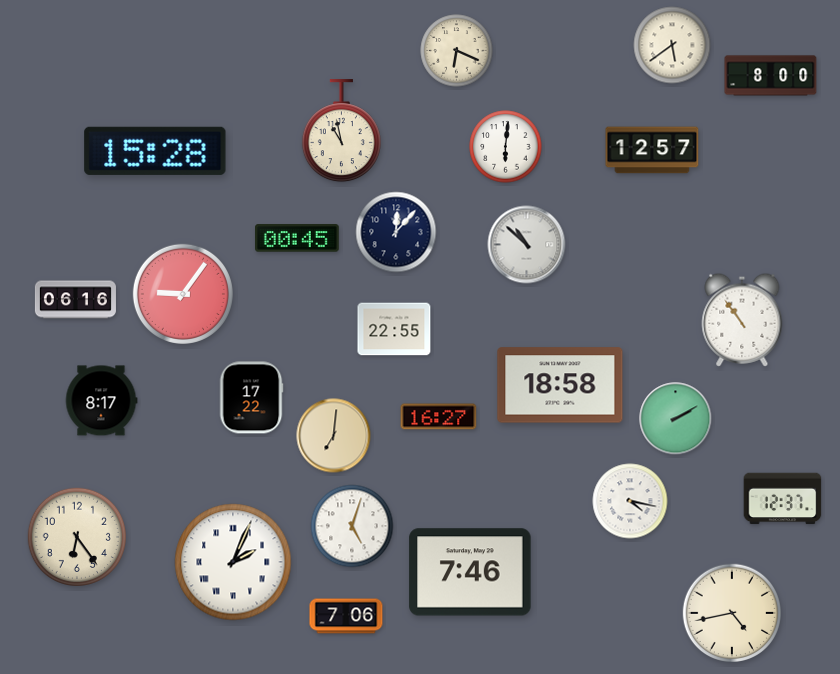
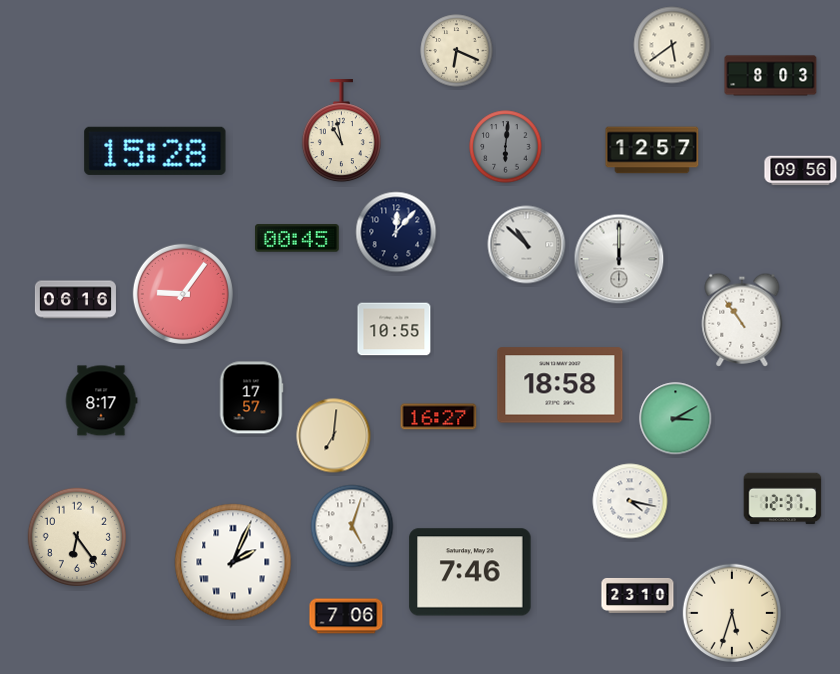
clock at (771, 76): 8:00 -> 8:03
clock at (506, 147) dial: white -> grey
clock at (801, 171): none -> 09:56
clock at (619, 259): none -> 12:00
clock at (394, 329): 22:55 -> 10:55
clock at (251, 398): 17:22 -> 17:57
clock at (676, 419): 2:10 -> 3:10
clock at (638, 595): none -> 23:10
clock at (732, 613): 4:43 -> 5:33
